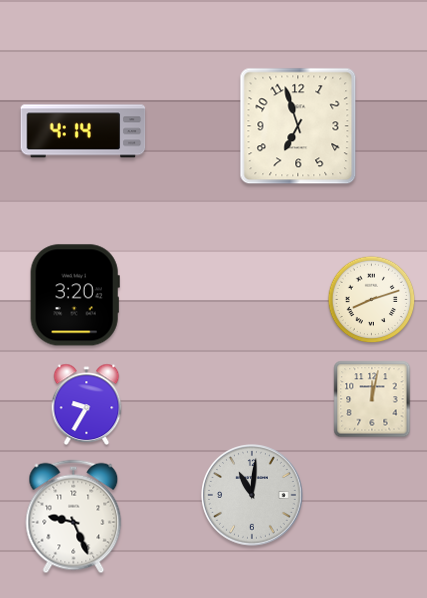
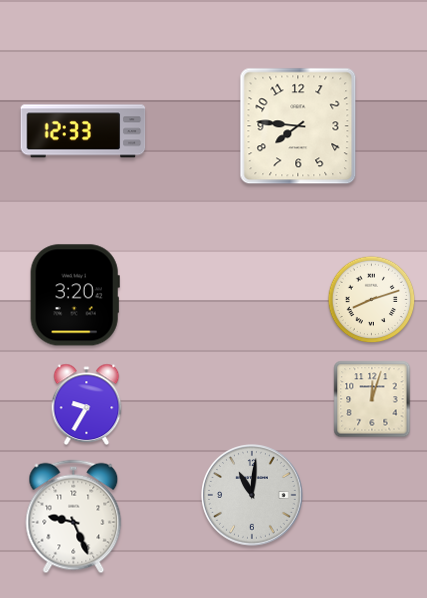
clock at (298, 126): 6:57 -> 7:46
clock at (83, 131): 4:14 -> 12:33
clock at (372, 399): 12:02 -> 12:03
